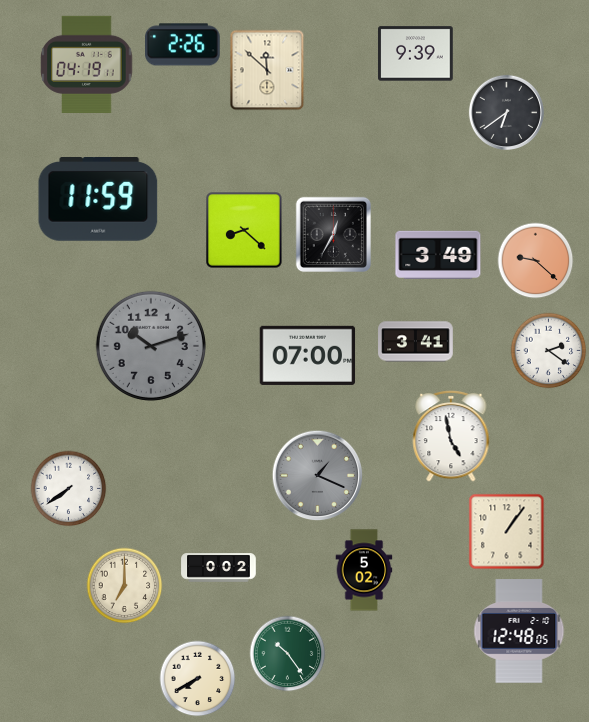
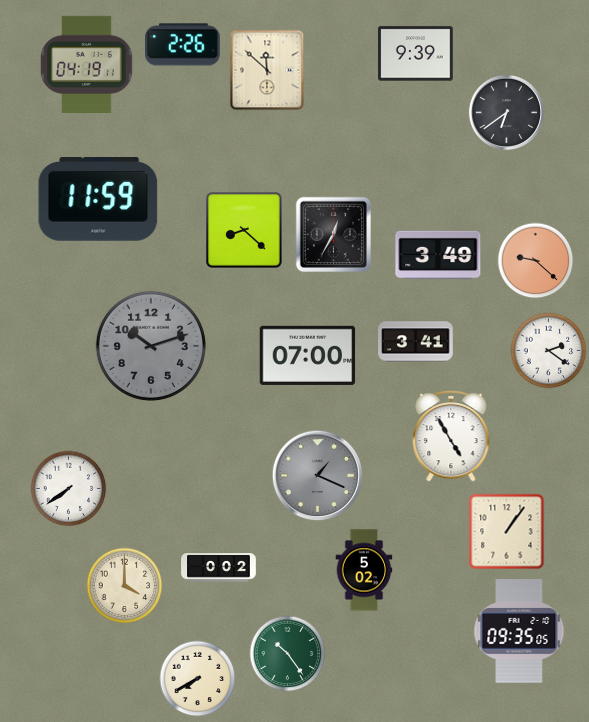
clock at (451, 436): 4:58 -> 4:55
clock at (125, 586): 7:00 -> 4:00
clock at (519, 631): 12:48 -> 09:35
